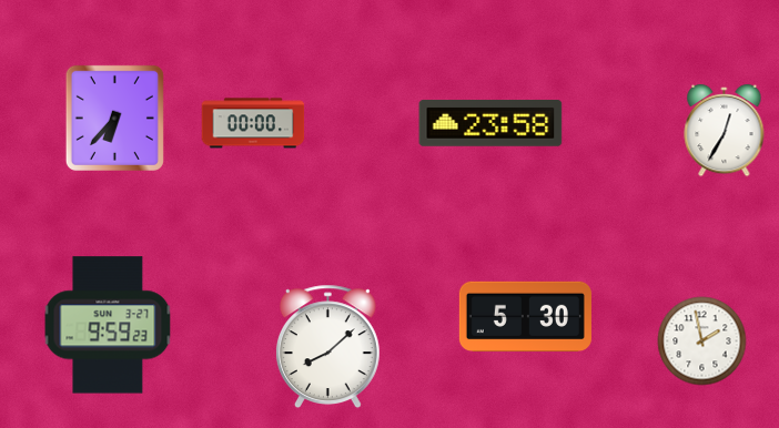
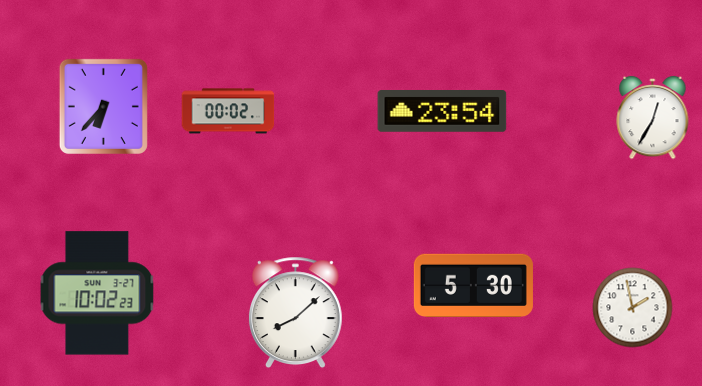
clock at (253, 123): 00:00 -> 00:02
clock at (490, 124): 23:58 -> 23:54
clock at (108, 325): 9:59 -> 10:02
